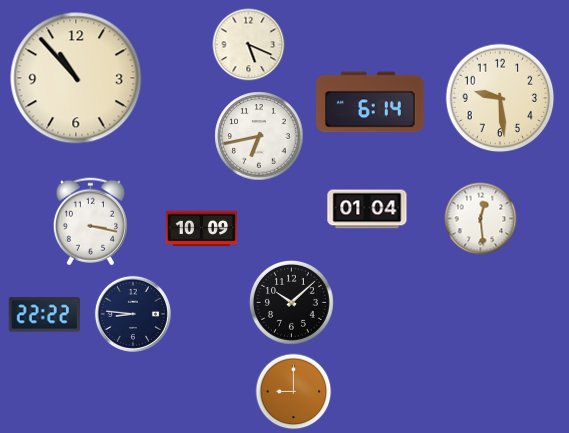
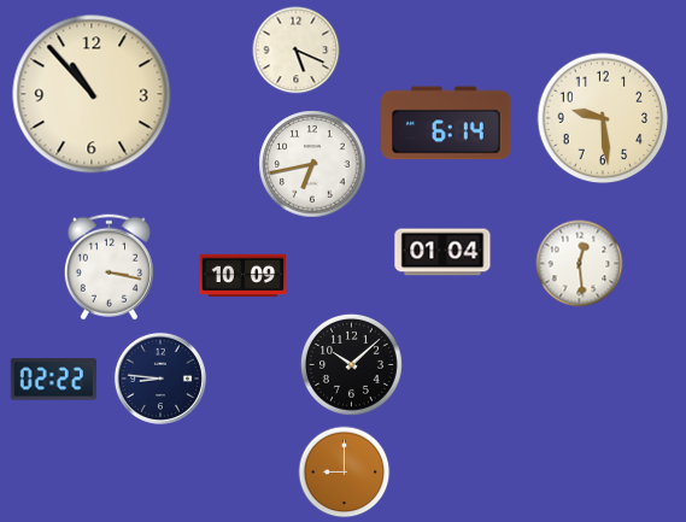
clock at (249, 45) position: (249, 45) -> (297, 51)
clock at (44, 315): 22:22 -> 02:22
clock at (294, 392) position: (294, 392) -> (345, 473)
